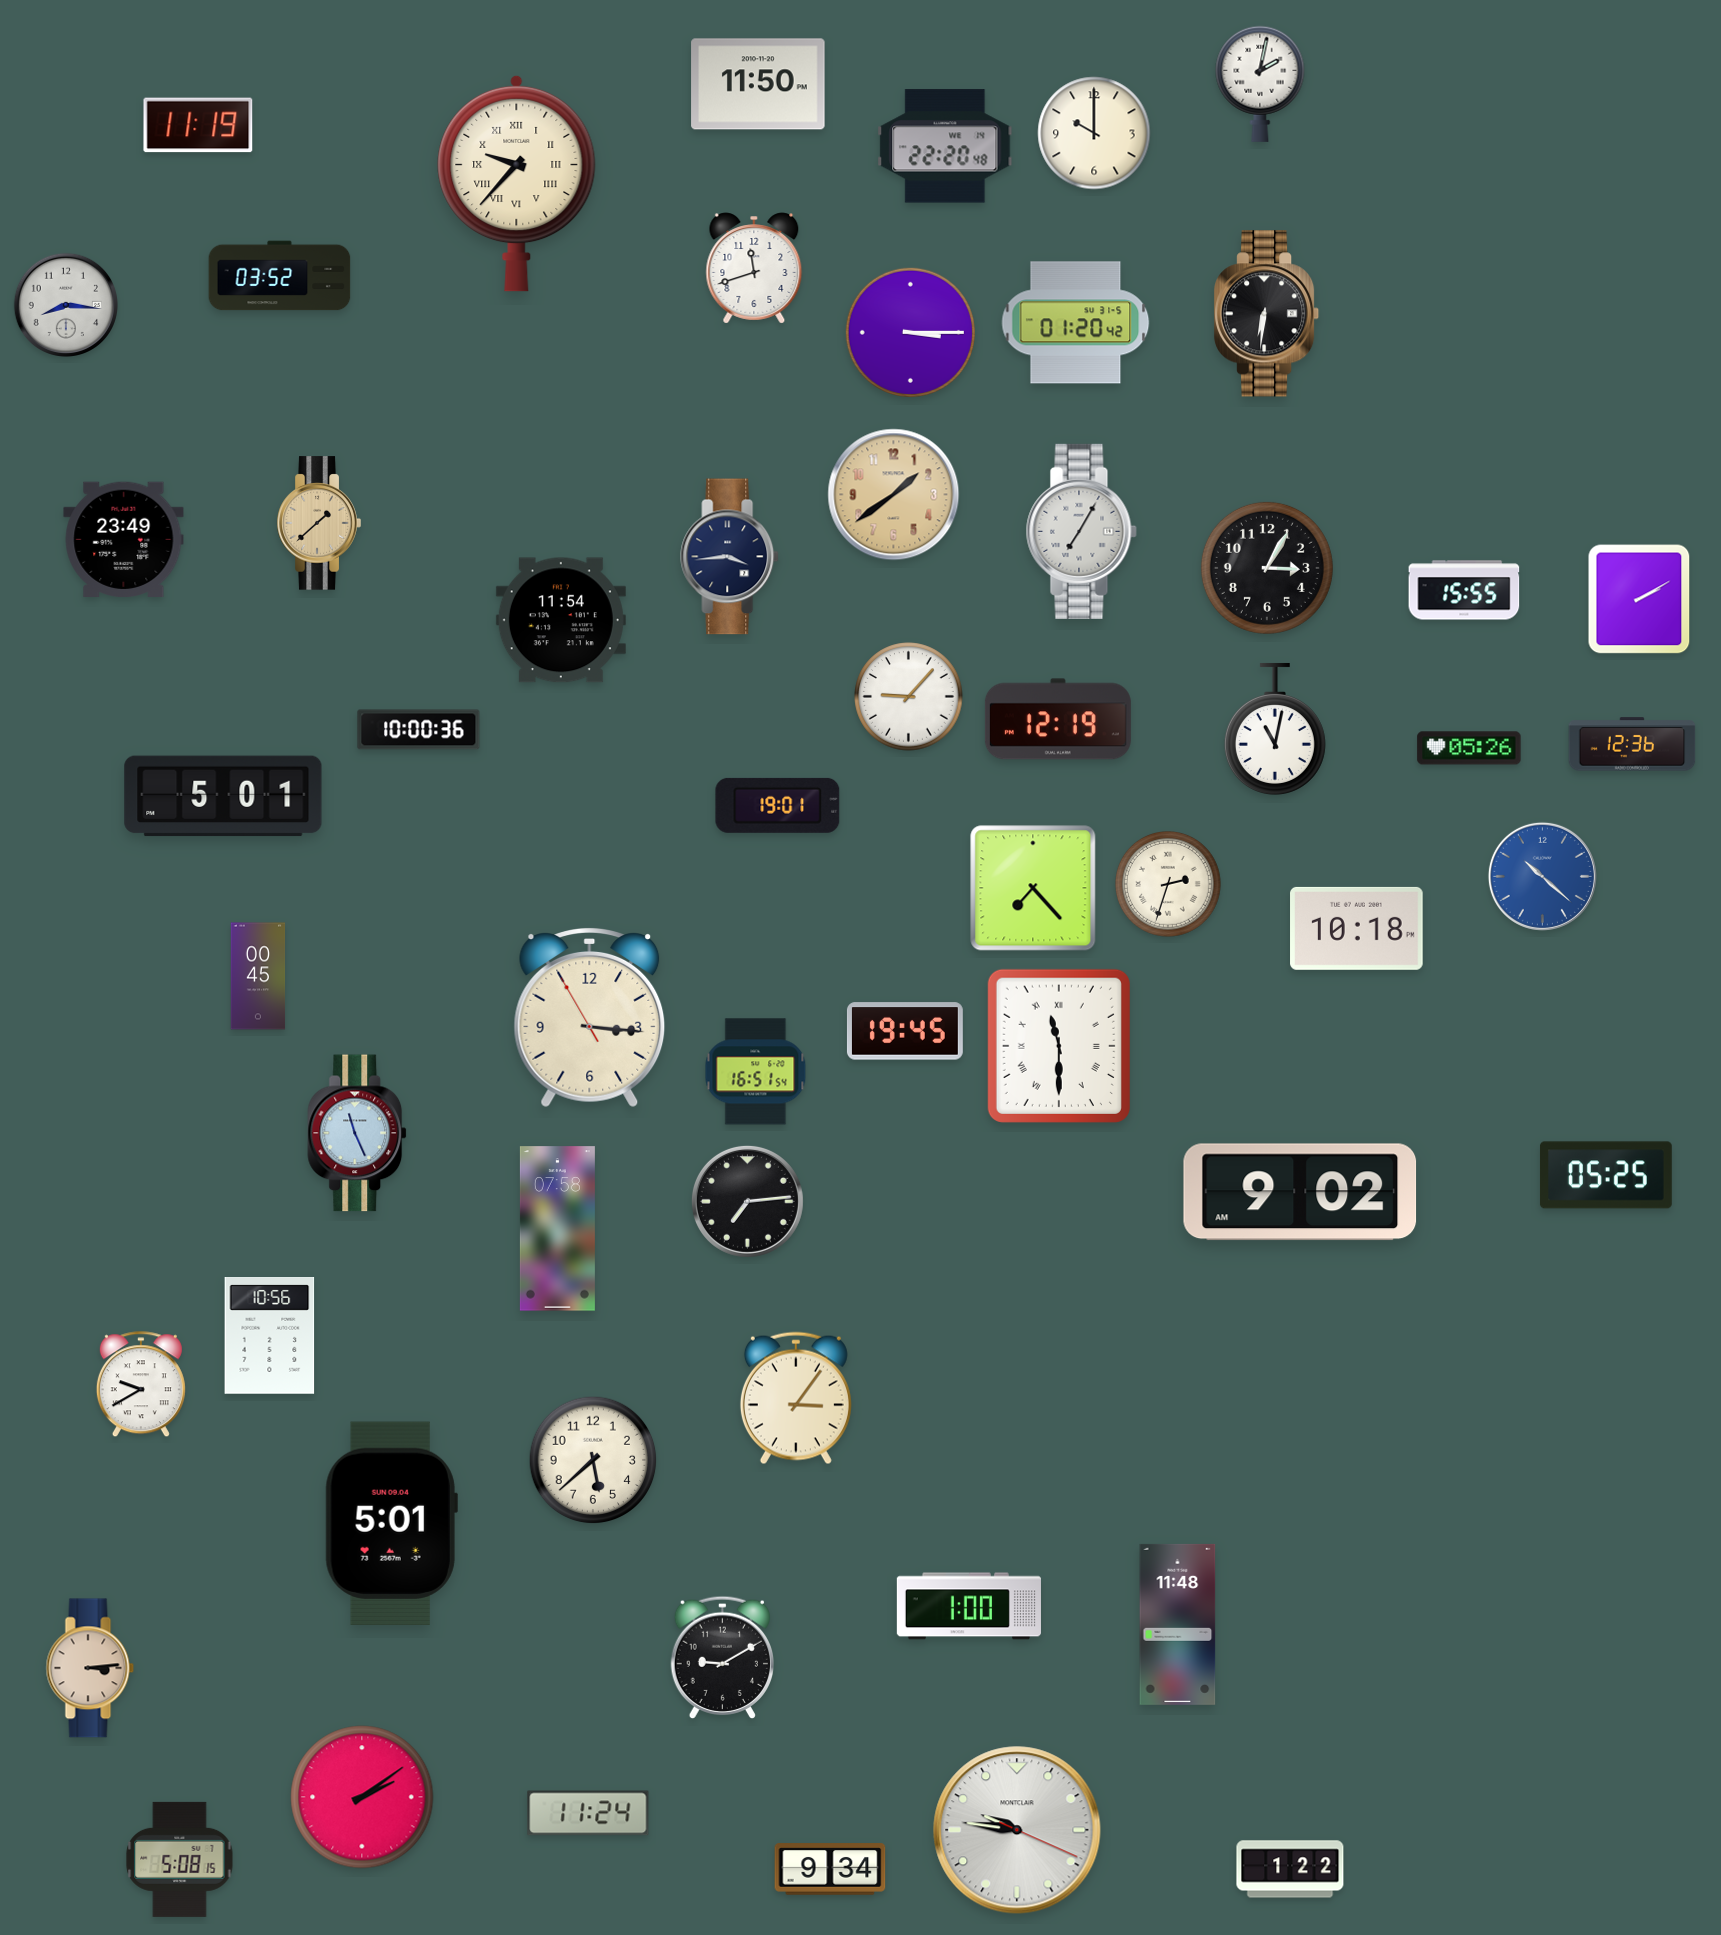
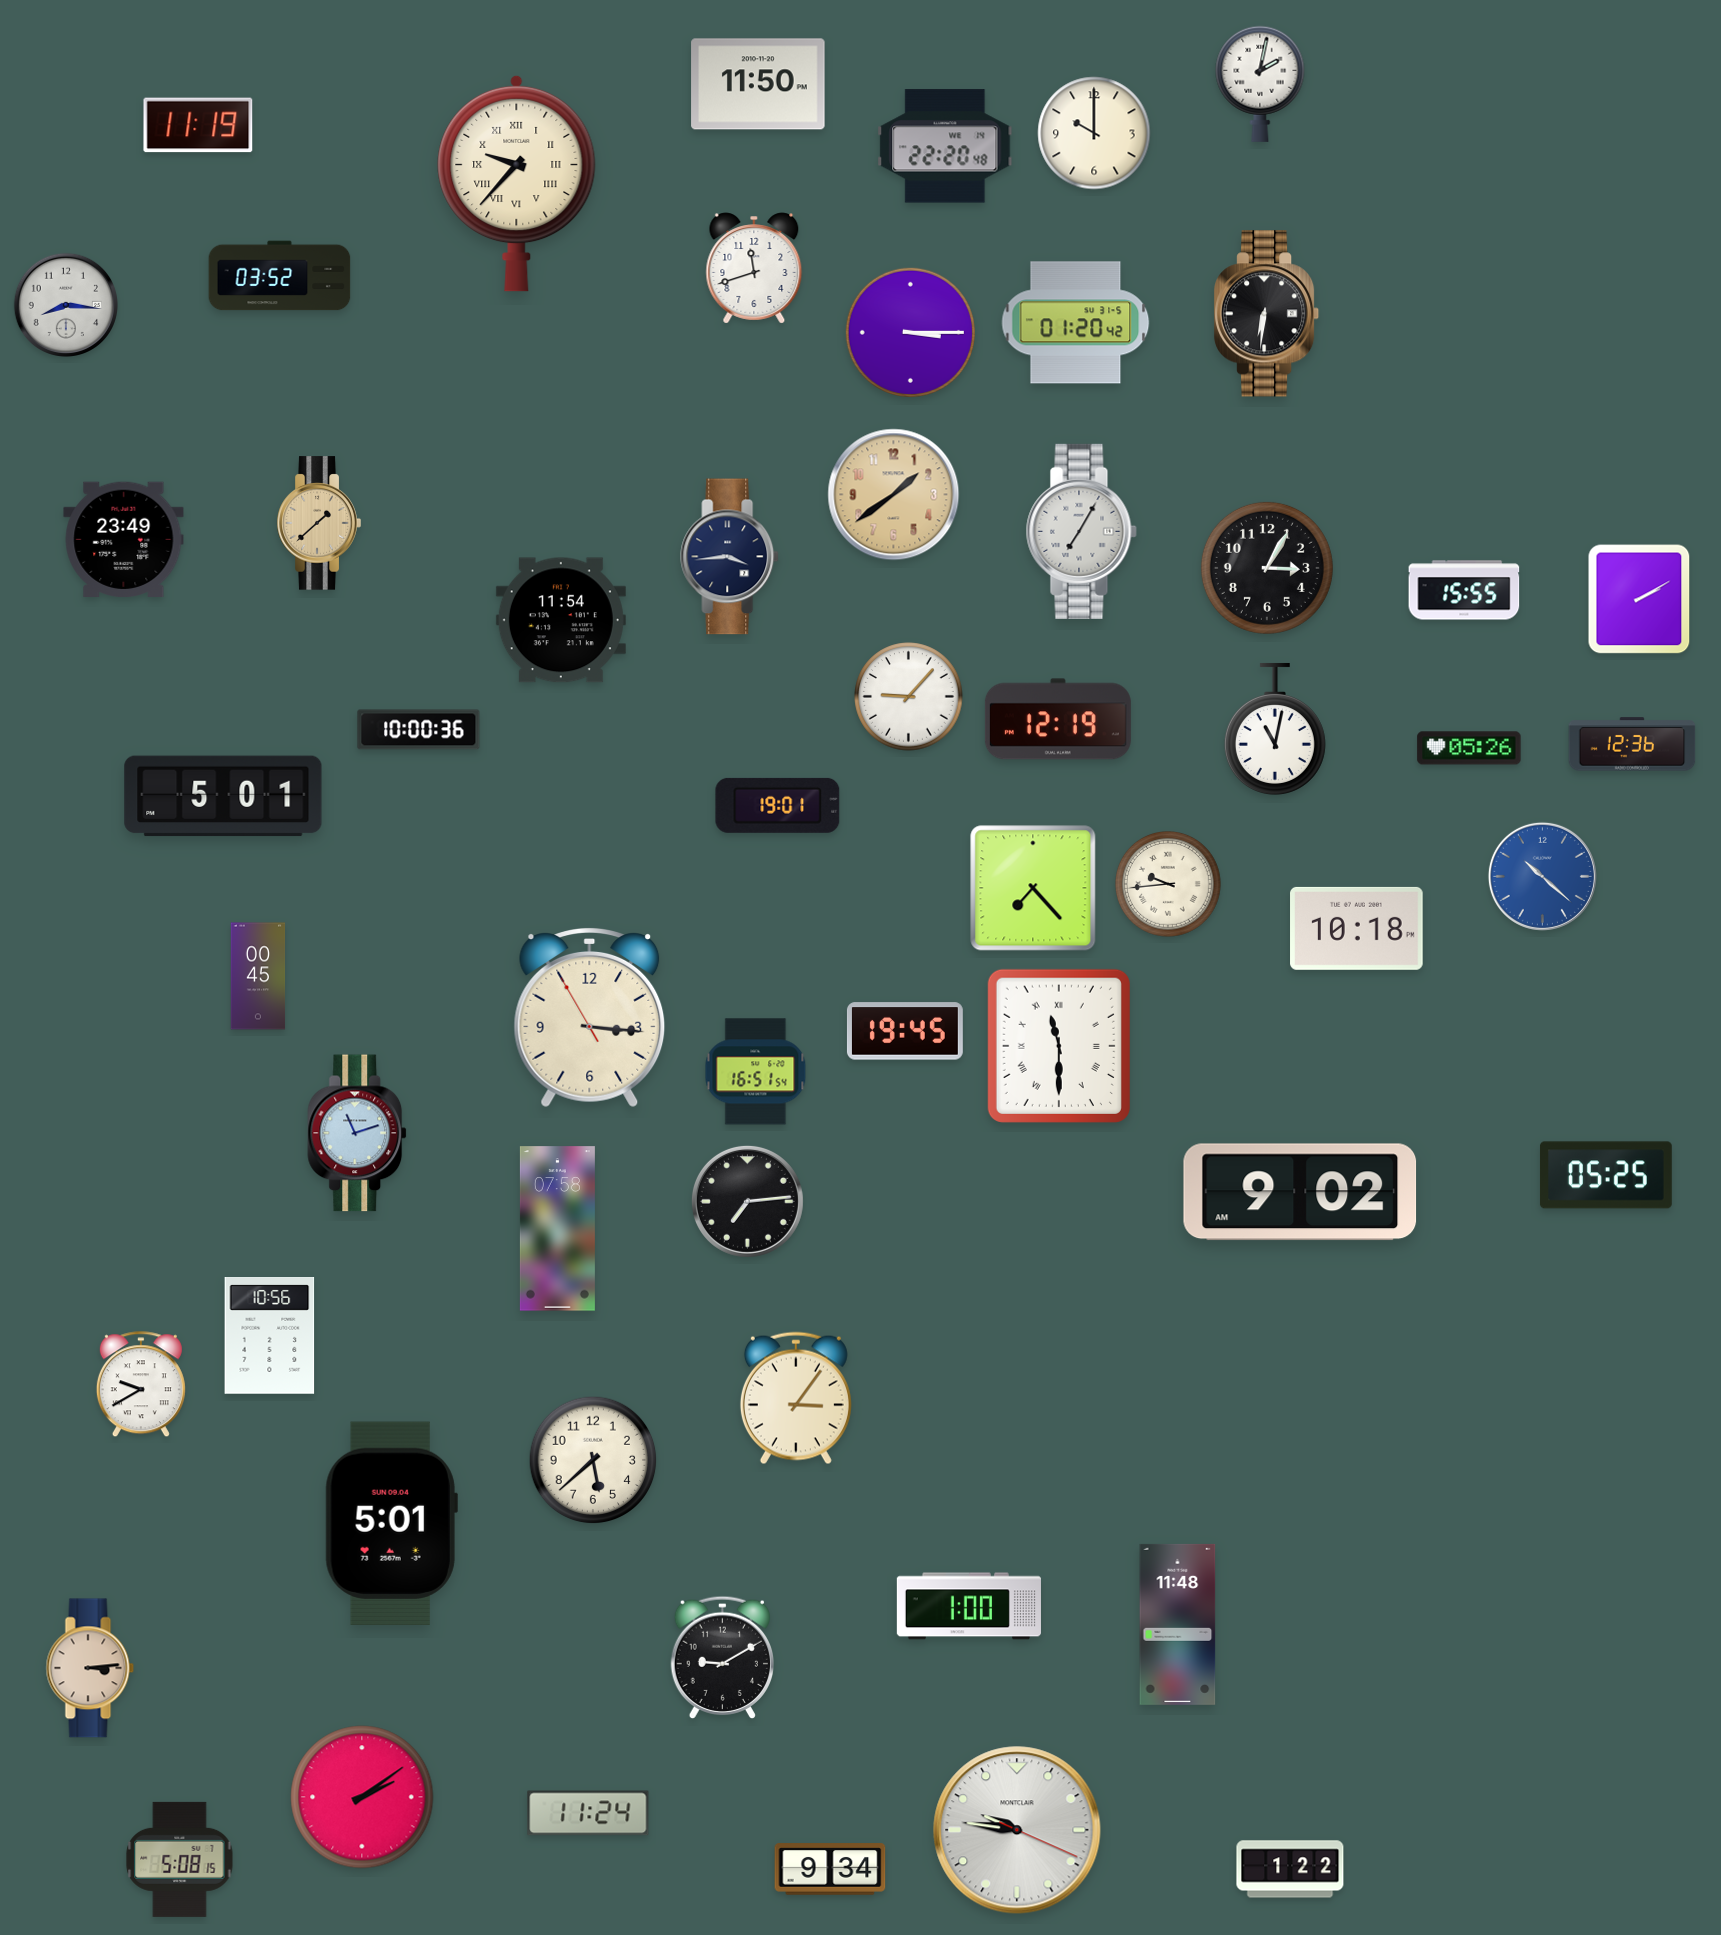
clock at (1169, 885): 2:33 -> 9:44
clock at (358, 1133): 11:26 -> 11:12
